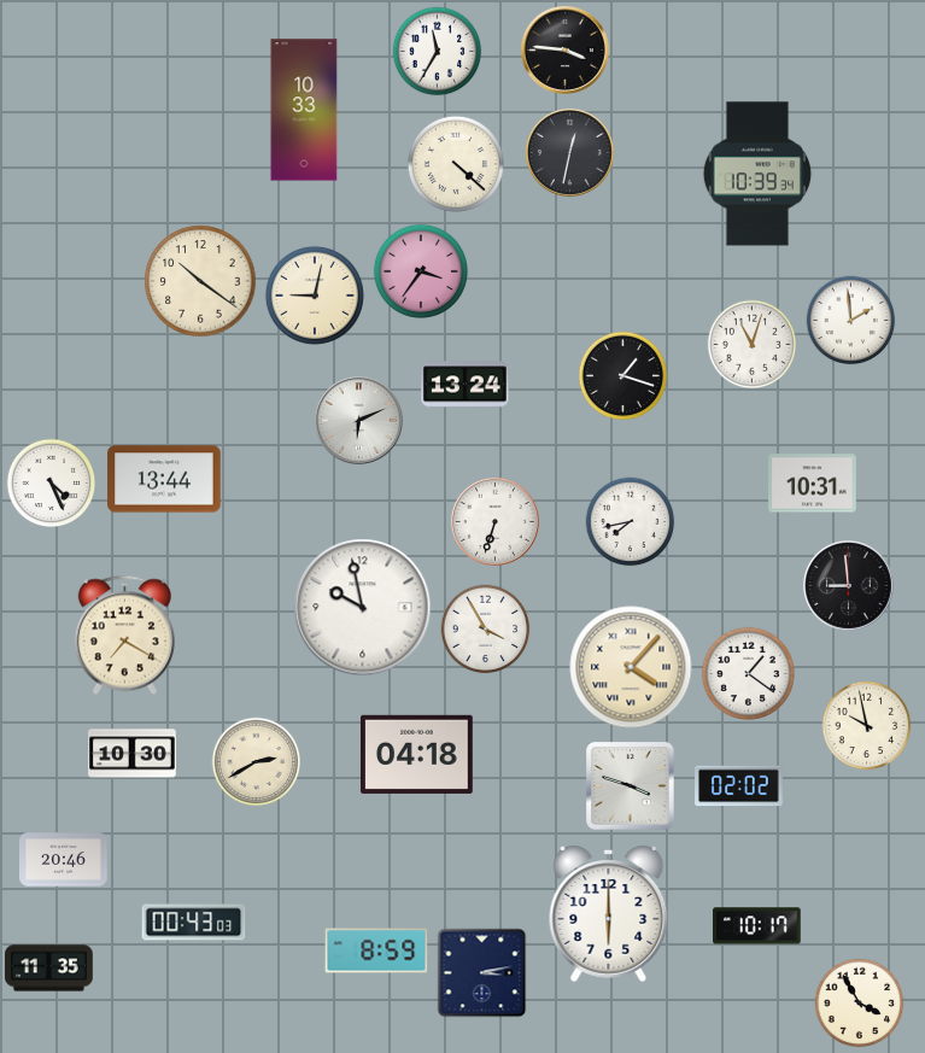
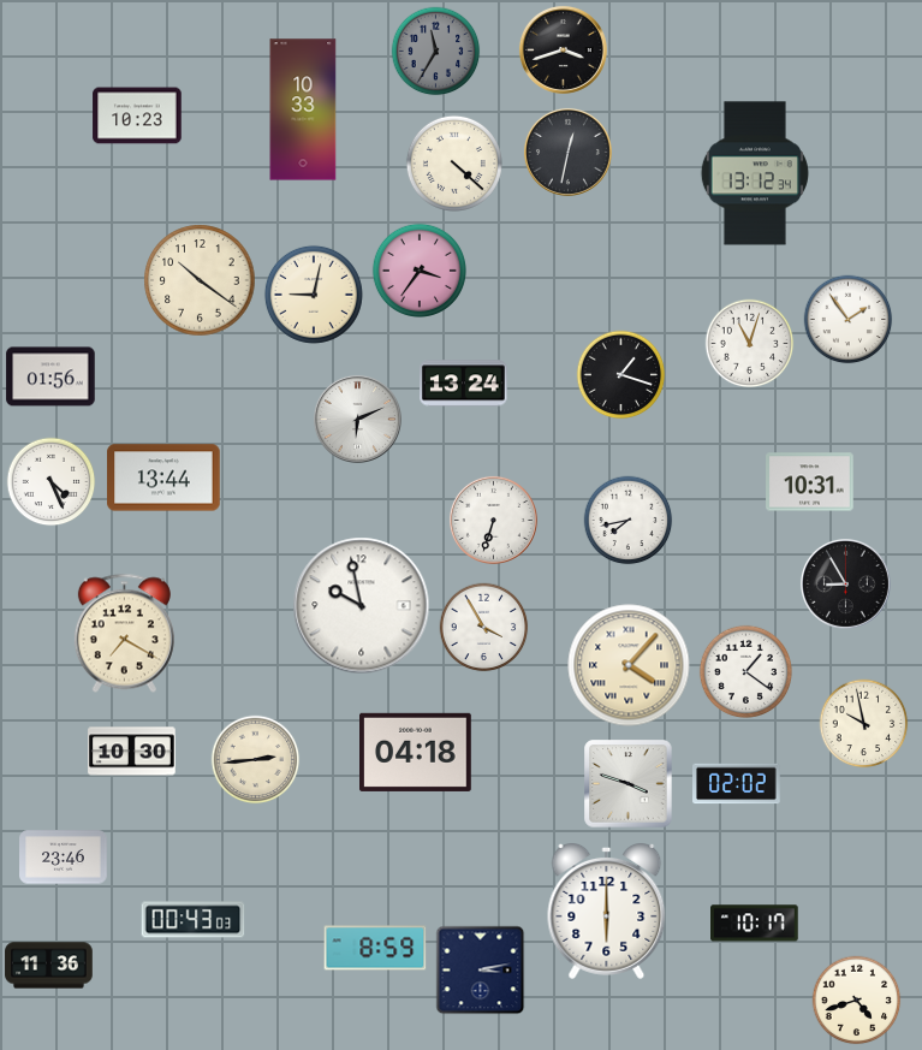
clock at (564, 49): 3:46 -> 3:42
clock at (438, 52) dial: white -> grey
clock at (137, 115): none -> 10:23
clock at (757, 174): 10:39 -> 13:12
clock at (851, 321): 1:59 -> 1:54
clock at (50, 376): none -> 01:56
clock at (848, 585): 8:59 -> 8:55
clock at (257, 762): 2:40 -> 2:44
clock at (64, 860): 20:46 -> 23:46
clock at (49, 969): 11:35 -> 11:36
clock at (860, 1004): 3:55 -> 4:42
